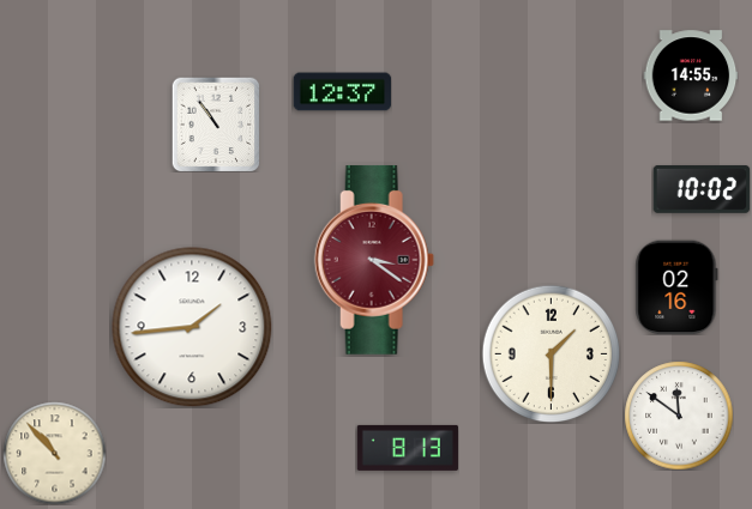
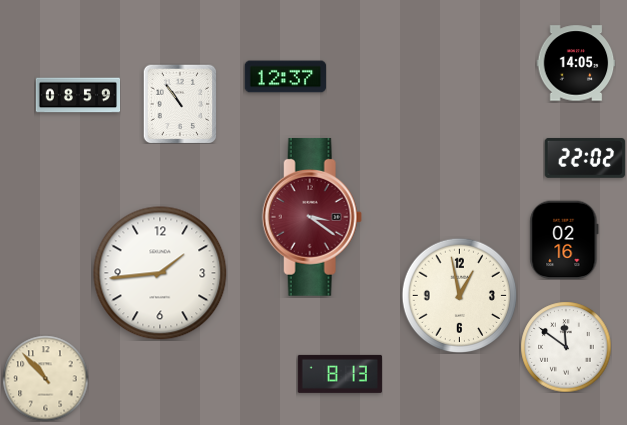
clock at (691, 75): 14:55 -> 14:05
clock at (78, 95): none -> 08:59
clock at (702, 189): 10:02 -> 22:02
clock at (551, 353): 1:30 -> 12:58
